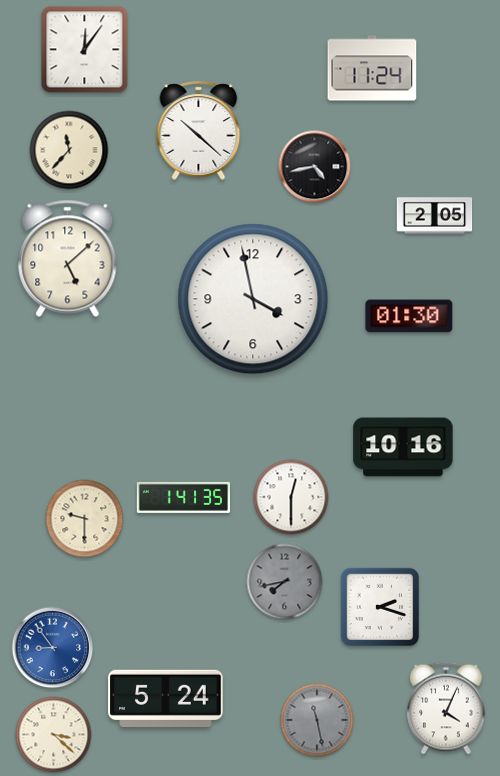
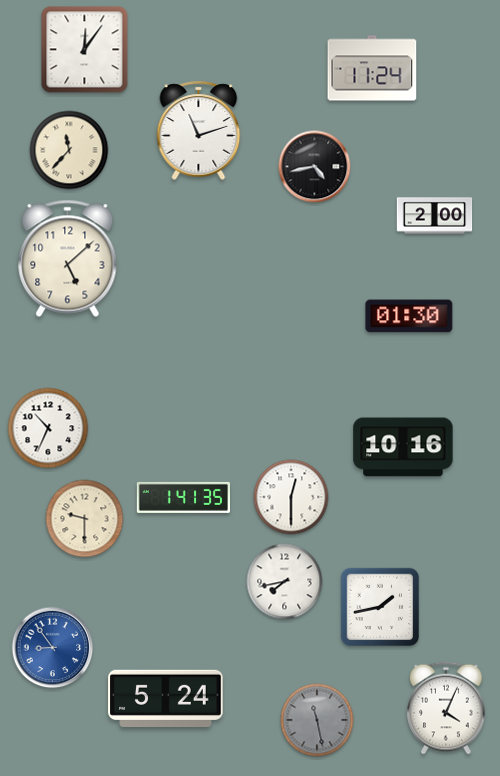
clock at (199, 130): 10:22 -> 11:12
clock at (435, 216): 2:05 -> 2:00
clock at (253, 299): 3:58 -> none
clock at (48, 428): none -> 10:34
clock at (285, 582) dial: grey -> white
clock at (380, 607): 2:18 -> 1:43
clock at (54, 735): 3:22 -> none
